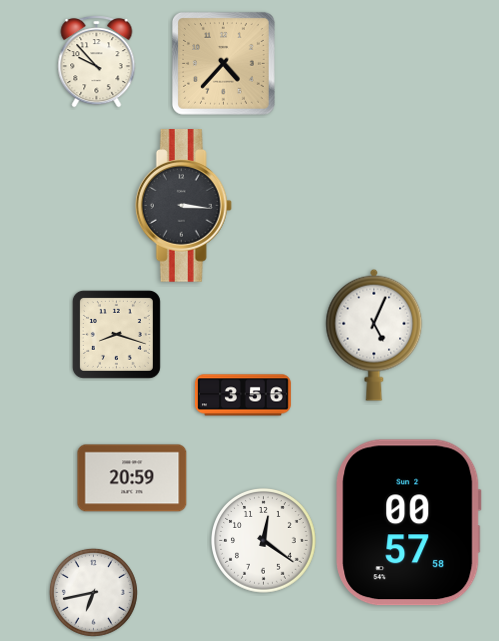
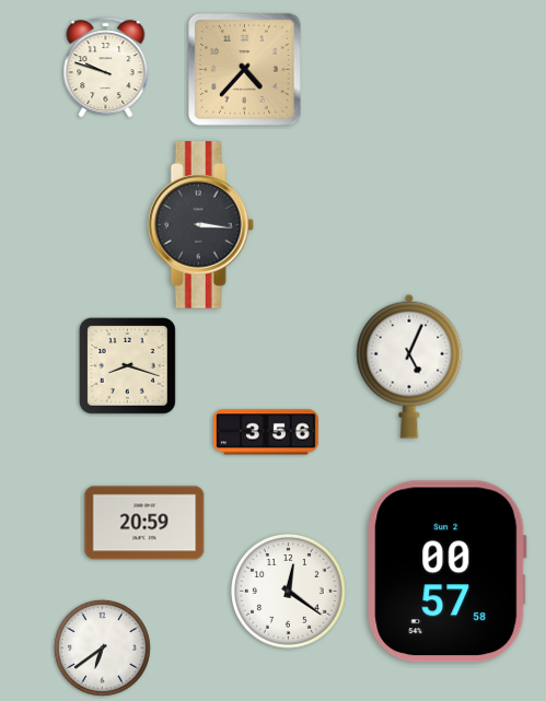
clock at (97, 62): 9:53 -> 9:48
clock at (93, 592): 6:43 -> 6:39
